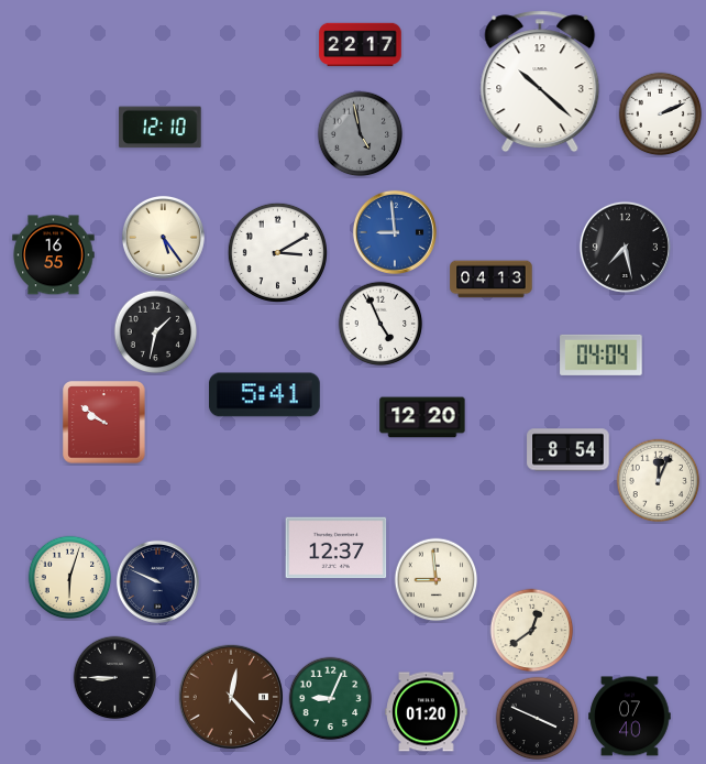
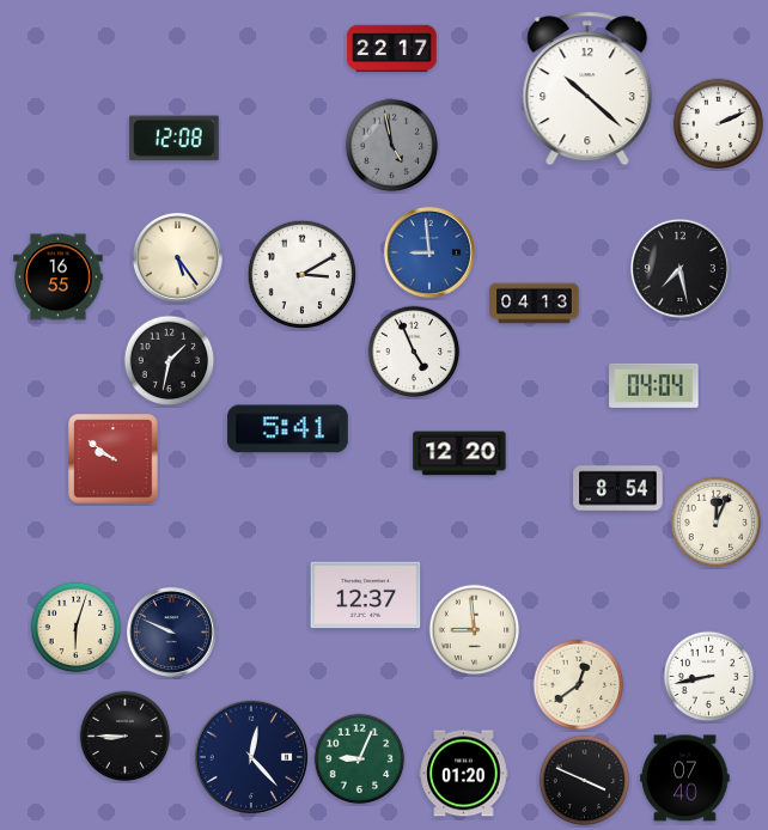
clock at (161, 128): 12:10 -> 12:08
clock at (709, 677): none -> 8:43
clock at (231, 697) dial: brown -> navy
